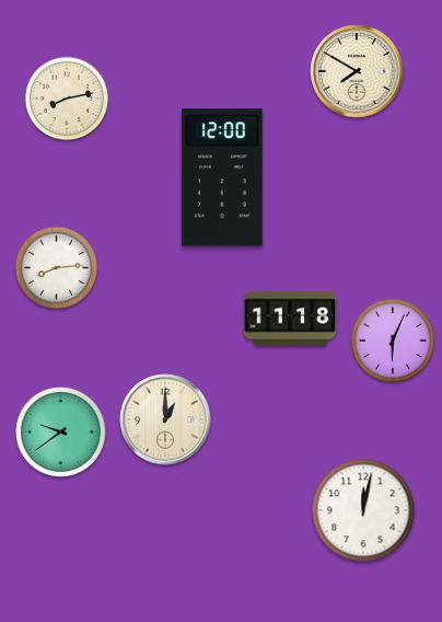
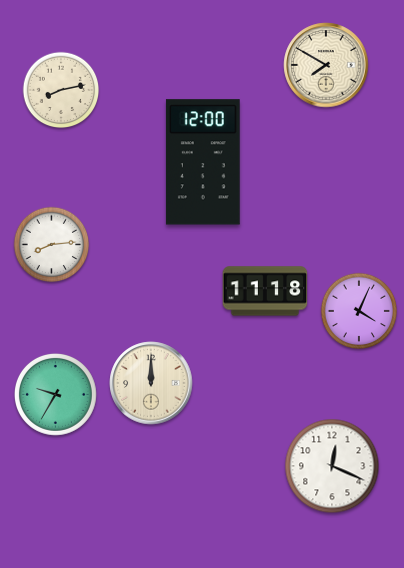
clock at (393, 341): 6:04 -> 4:04
clock at (165, 419): 1:00 -> 12:00
clock at (60, 431): 9:39 -> 9:35
clock at (363, 510): 12:02 -> 12:19
